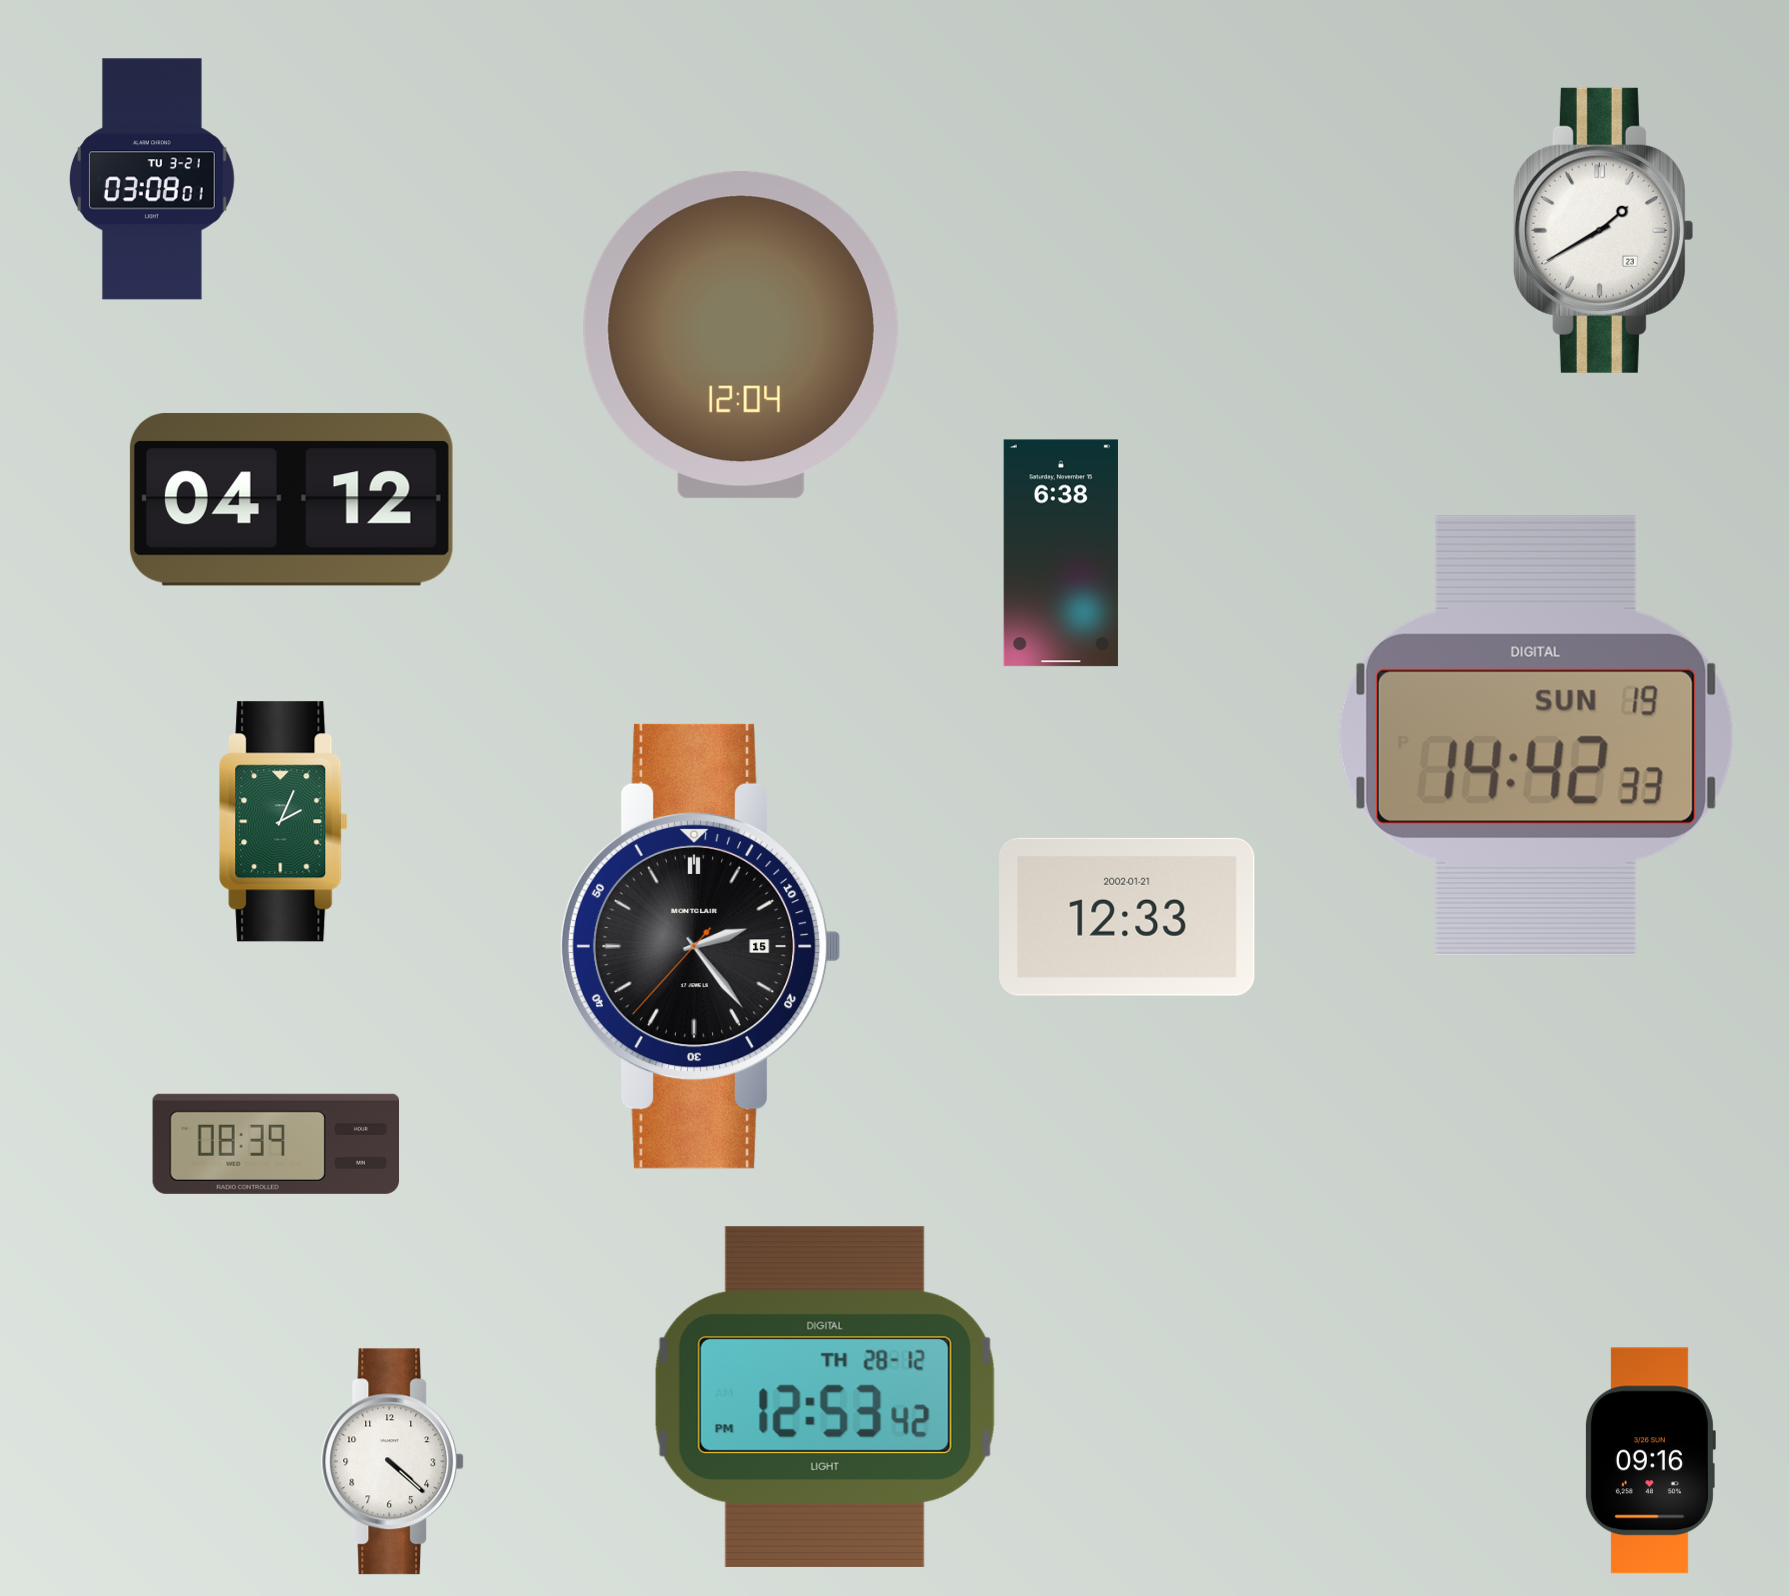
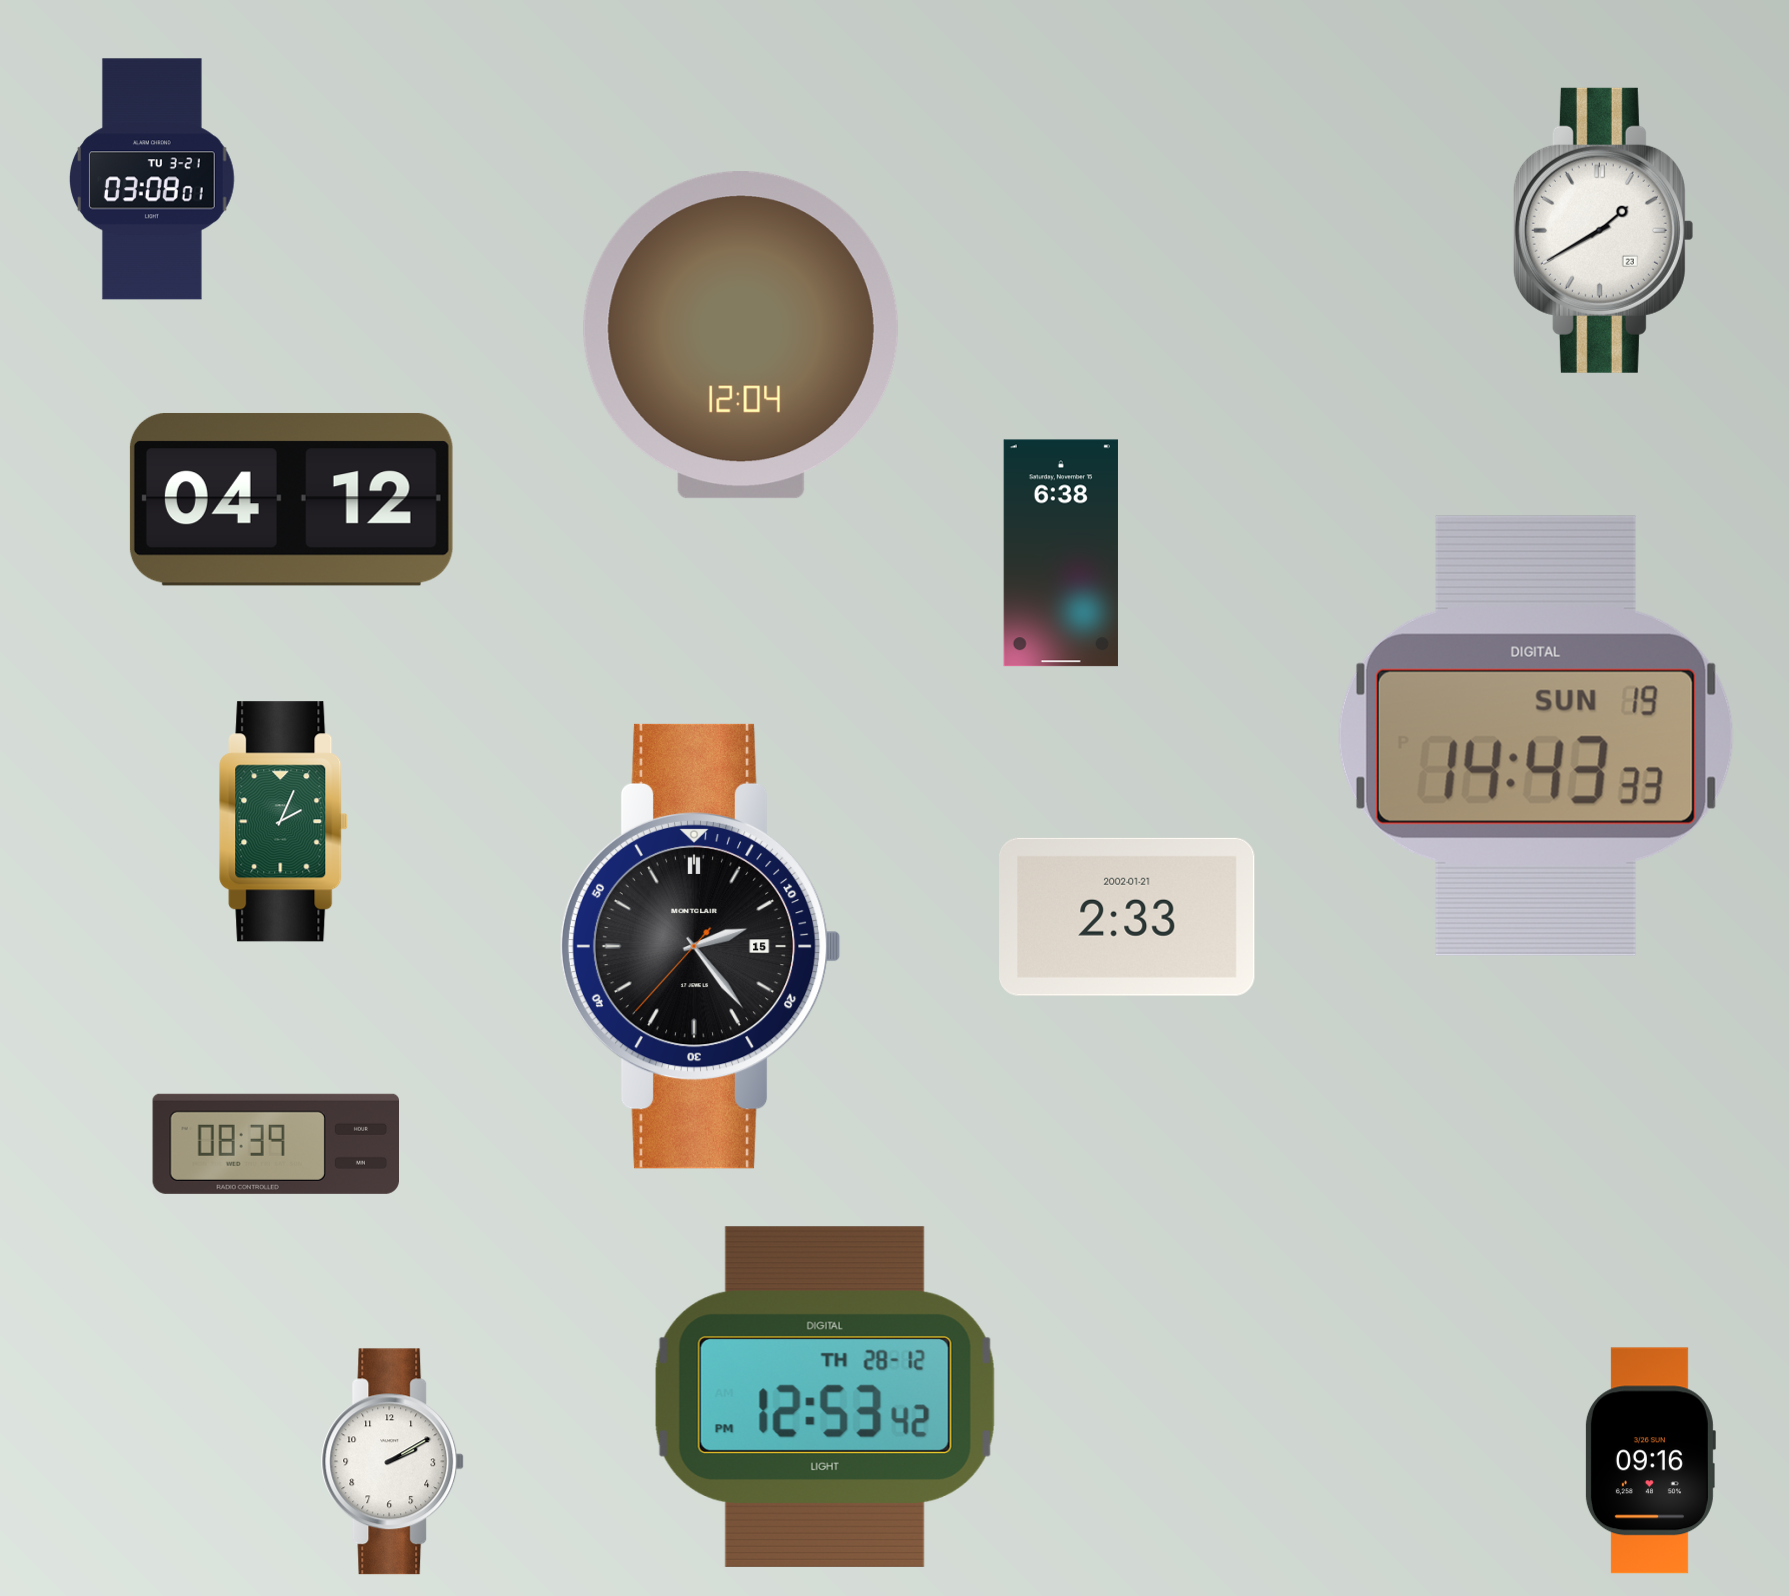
clock at (1536, 736): 14:42 -> 14:43
clock at (1127, 917): 12:33 -> 2:33
clock at (393, 1462): 4:22 -> 2:10
